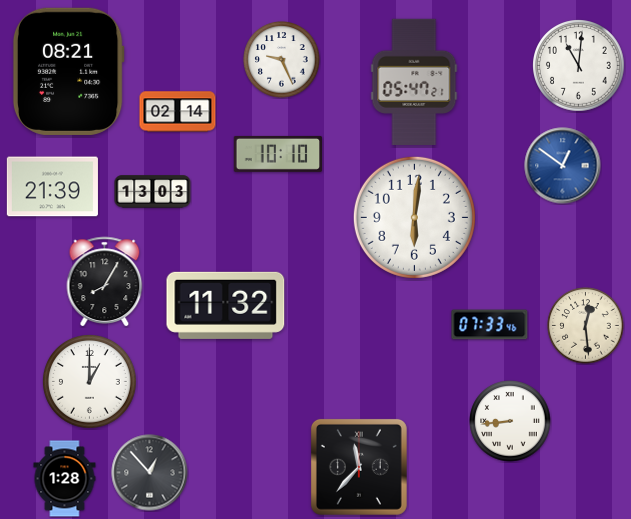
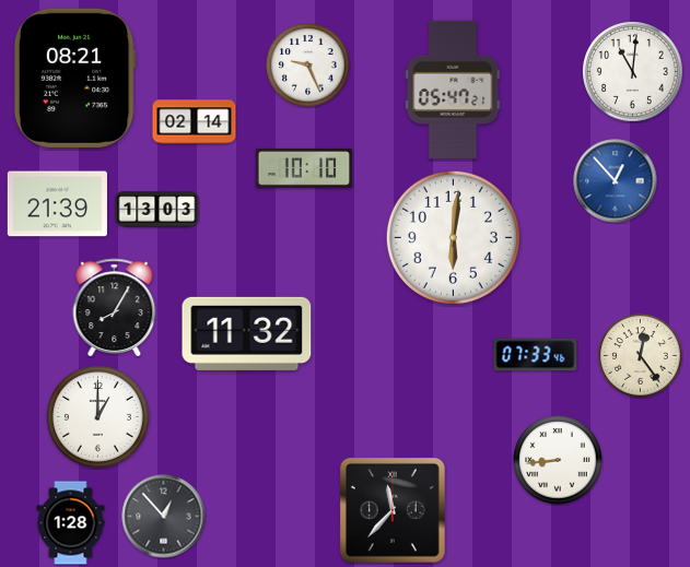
clock at (563, 166): 12:51 -> 12:53
clock at (153, 192) position: (153, 192) -> (157, 210)
clock at (586, 326): 12:29 -> 12:24
